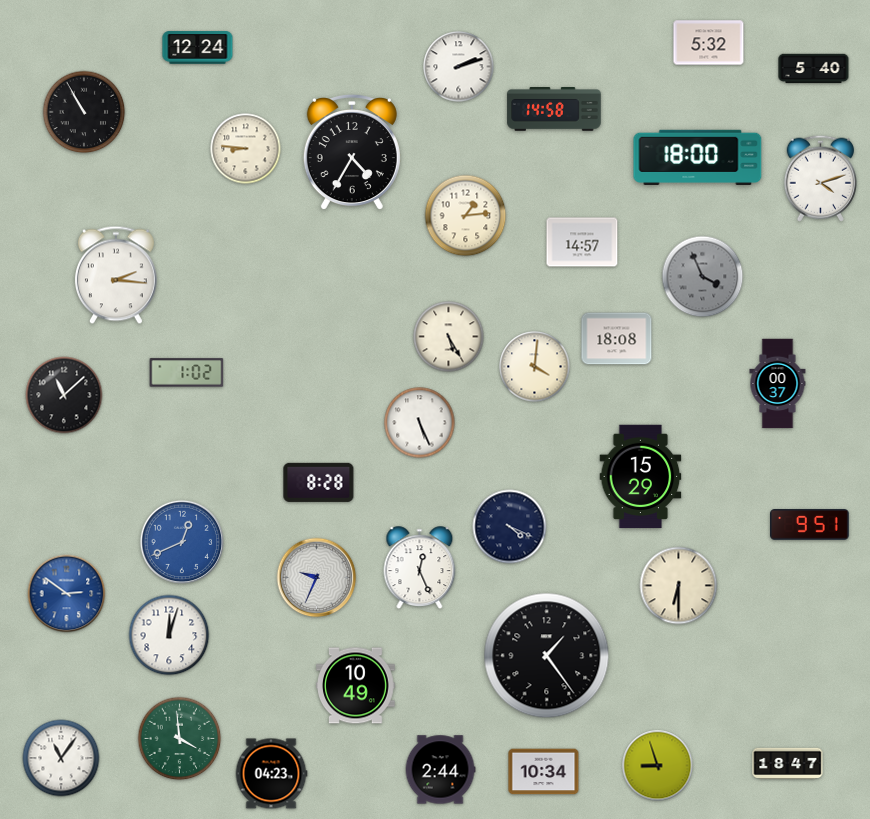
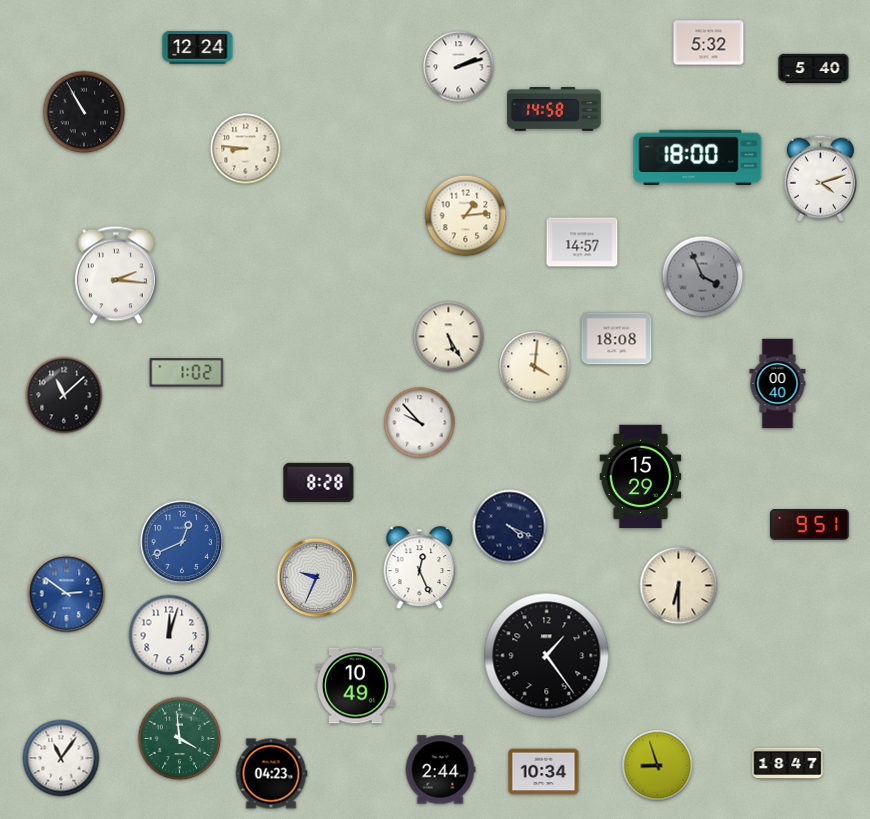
clock at (352, 152): 4:35 -> none
clock at (778, 384): 00:37 -> 00:40
clock at (420, 423): 5:26 -> 9:53
